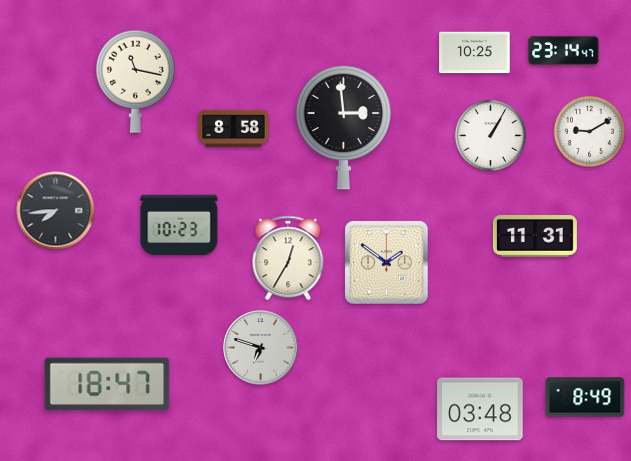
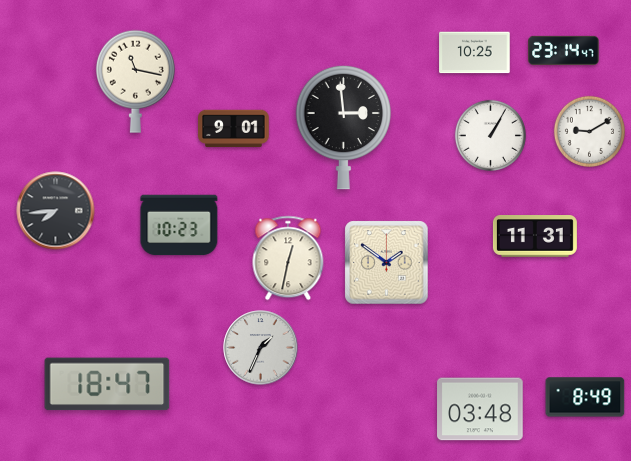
clock at (234, 129): 8:58 -> 9:01
clock at (288, 258): 12:35 -> 12:32
clock at (261, 348): 6:48 -> 1:34
